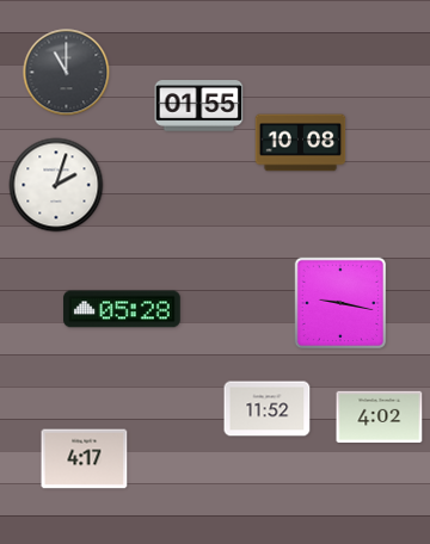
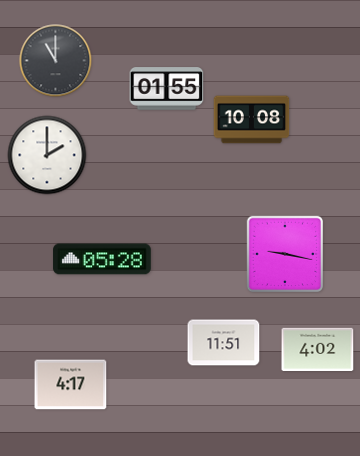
clock at (56, 185): 2:03 -> 2:00
clock at (268, 409): 11:52 -> 11:51
